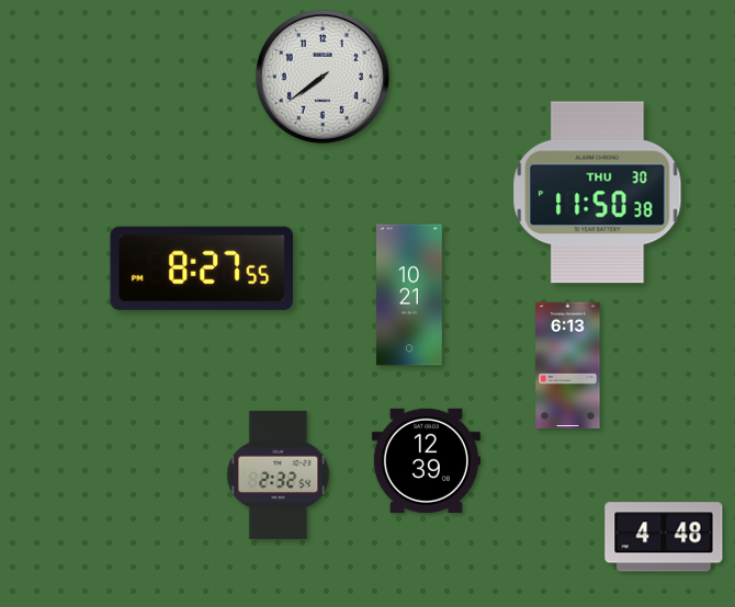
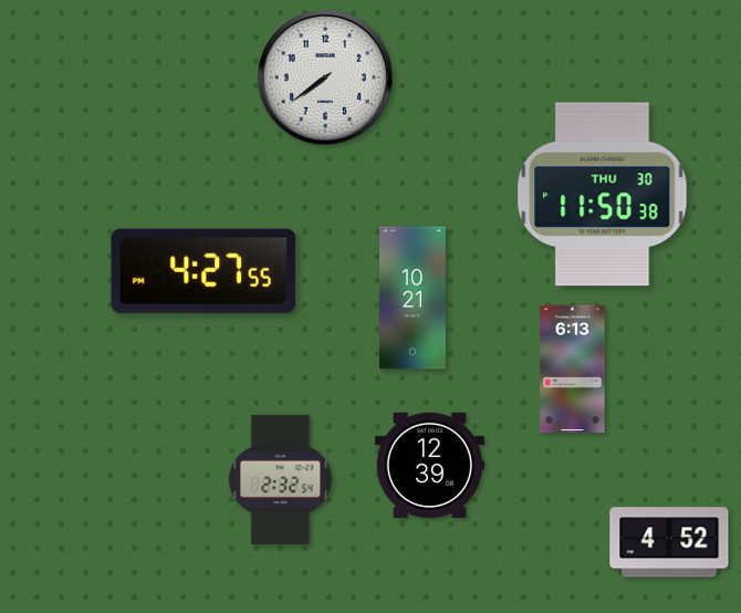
clock at (202, 268): 8:27 -> 4:27
clock at (664, 537): 4:48 -> 4:52
